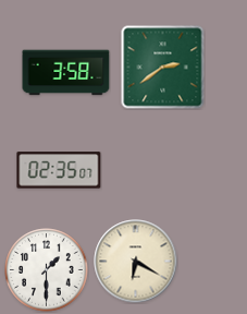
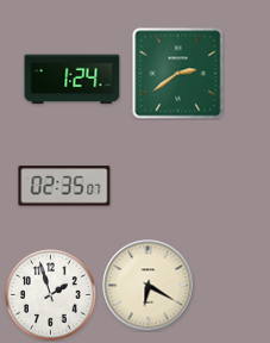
clock at (66, 73): 3:58 -> 1:24
clock at (47, 270): 1:30 -> 1:57
